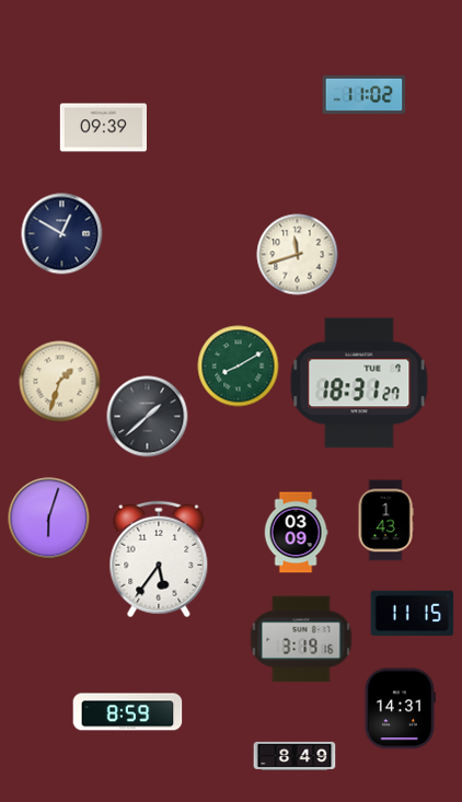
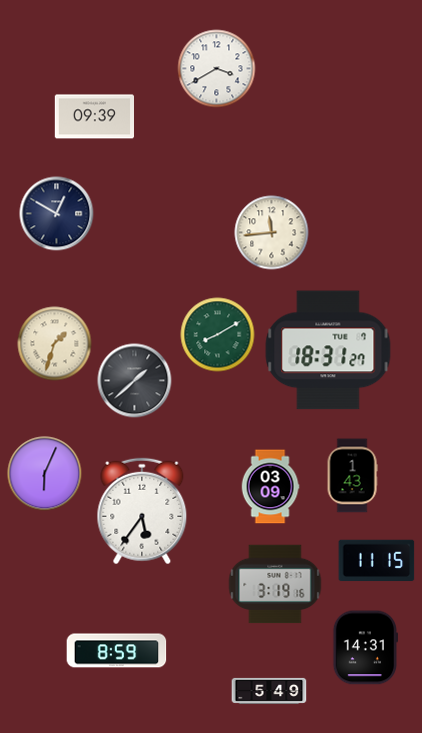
clock at (217, 69): none -> 3:40
clock at (365, 95): 11:02 -> none
clock at (298, 255): 11:42 -> 11:44
clock at (60, 382) position: (60, 382) -> (55, 344)
clock at (49, 519): 6:03 -> 6:04
clock at (159, 559) position: (159, 559) -> (142, 511)
clock at (294, 756): 8:49 -> 5:49
